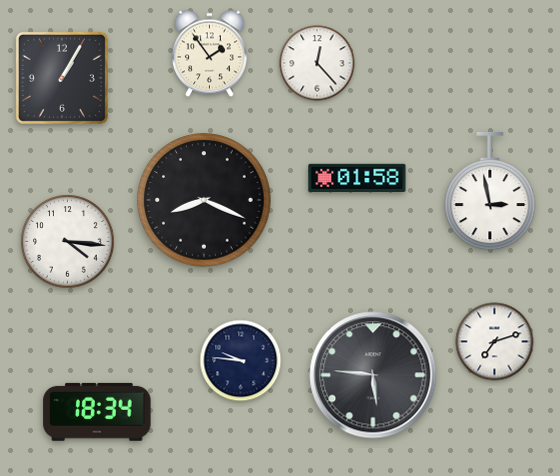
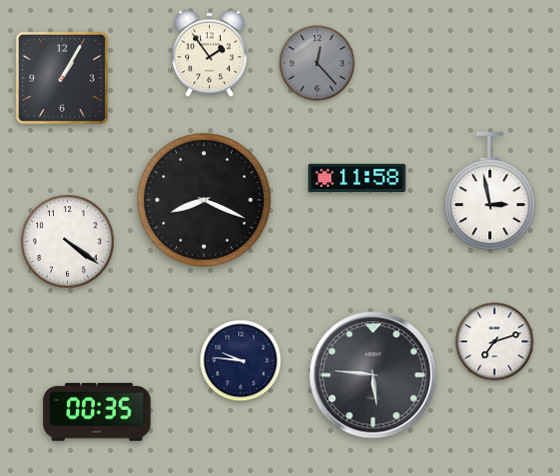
clock at (317, 63) dial: white -> grey
clock at (357, 177): 01:58 -> 11:58
clock at (68, 242): 4:16 -> 4:21
clock at (97, 412): 18:34 -> 00:35
